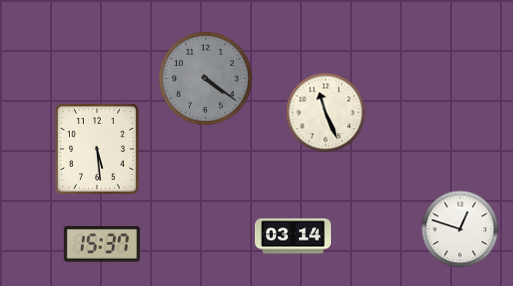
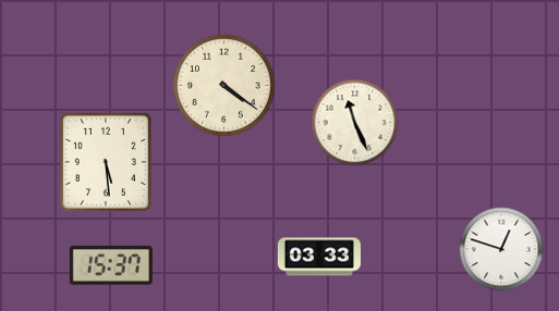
clock at (205, 78) dial: grey -> cream
clock at (293, 236): 03:14 -> 03:33
